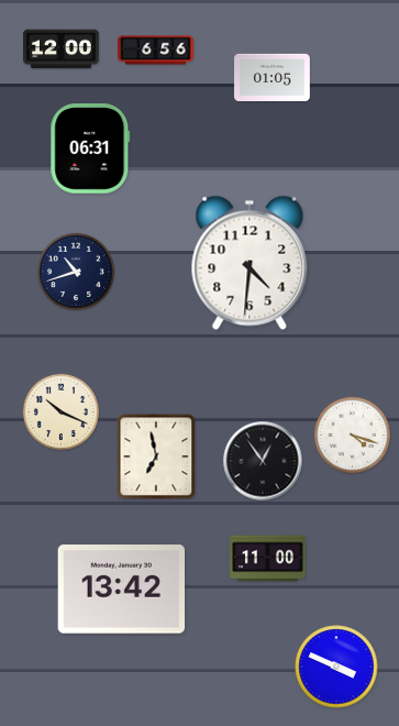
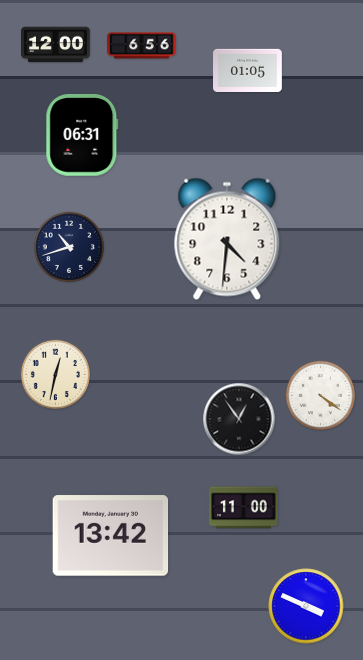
clock at (60, 411): 10:19 -> 12:32
clock at (352, 435): 4:18 -> 4:21
clock at (156, 457): 6:58 -> none
